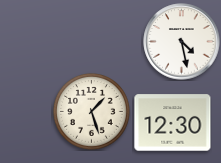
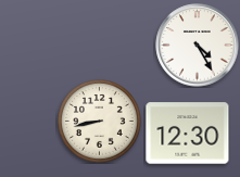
clock at (182, 42): 4:28 -> 4:25
clock at (91, 111): 1:27 -> 8:43
